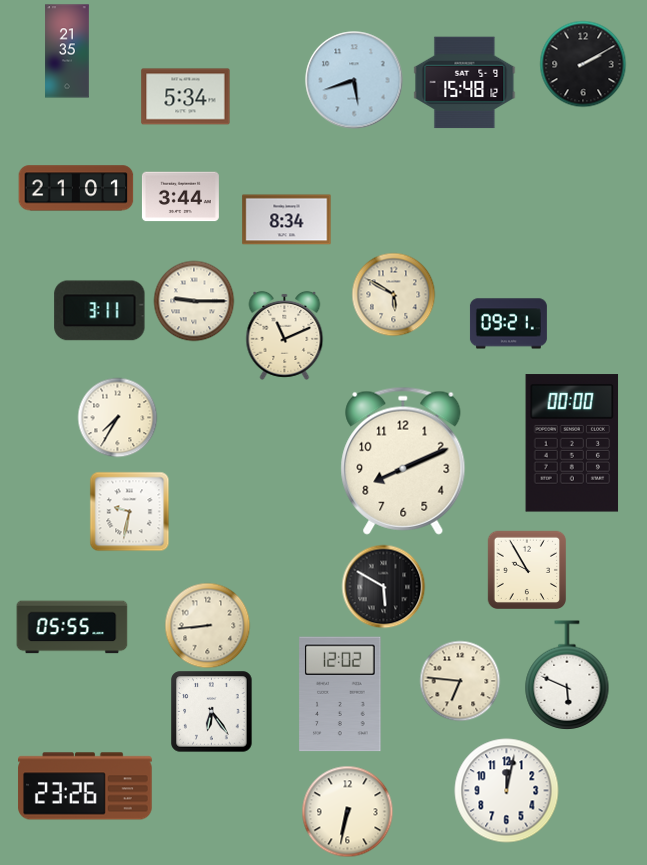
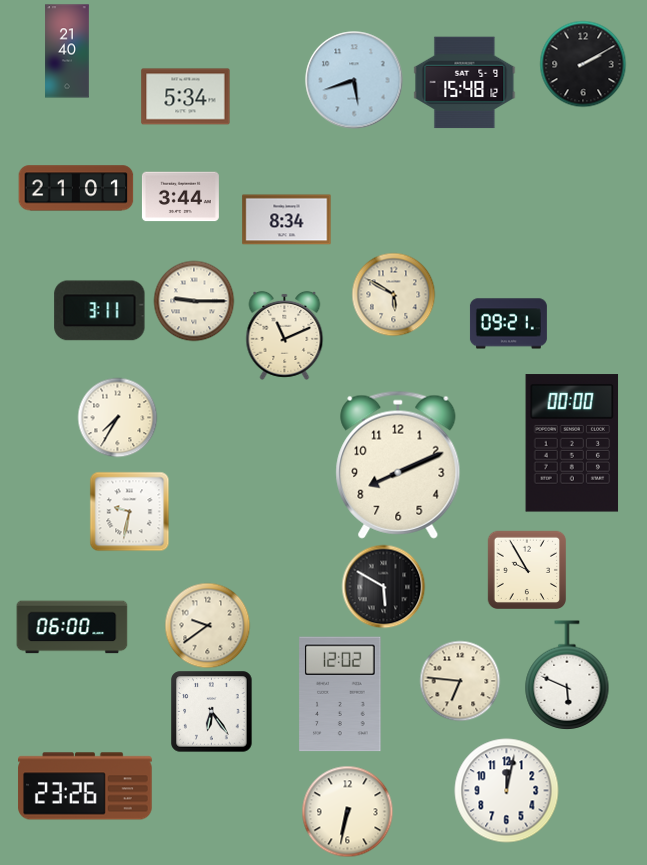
clock at (67, 51): 21:35 -> 21:40
clock at (403, 461) position: (403, 461) -> (398, 465)
clock at (207, 625): 8:44 -> 9:39
clock at (72, 627): 05:55 -> 06:00
